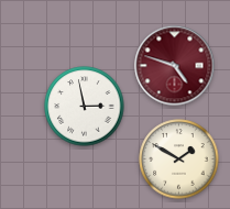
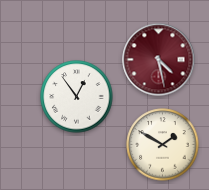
clock at (175, 66): 4:48 -> 4:28
clock at (85, 107): 2:58 -> 12:54
